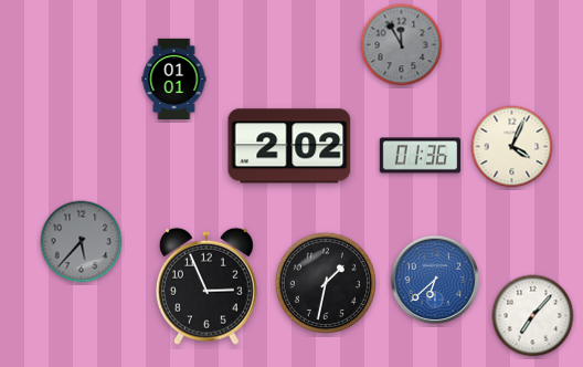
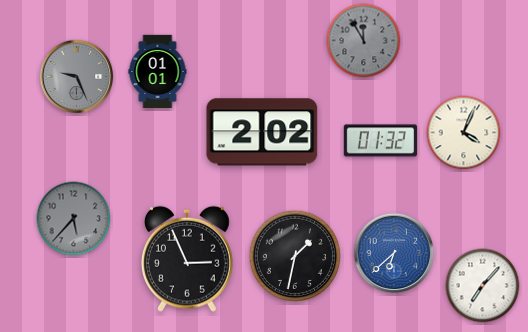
clock at (77, 77): none -> 9:26
clock at (420, 156): 01:36 -> 01:32
